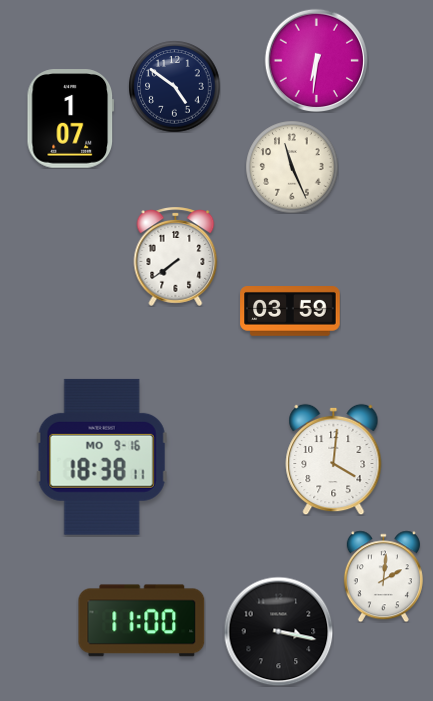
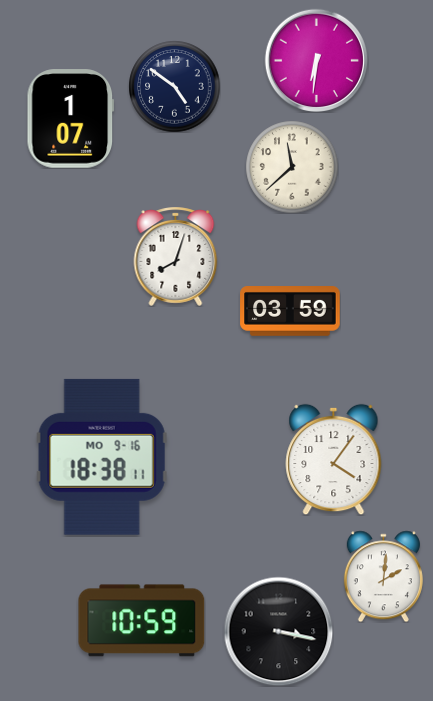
clock at (292, 167): 11:26 -> 11:38
clock at (176, 256): 7:39 -> 8:03
clock at (334, 459): 4:01 -> 4:06
clock at (142, 621): 11:00 -> 10:59
